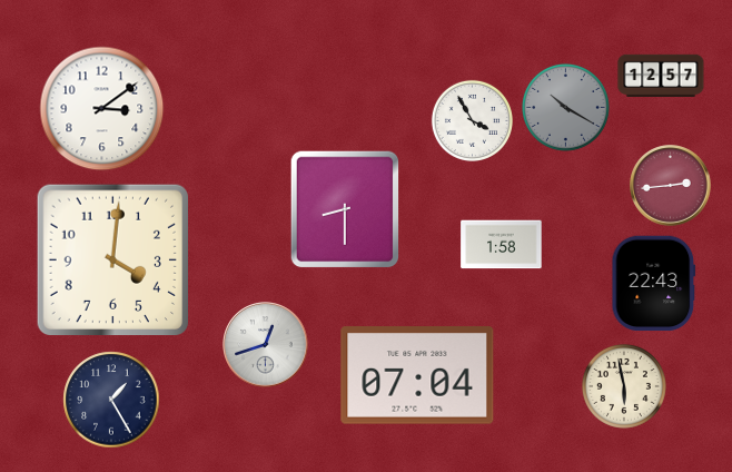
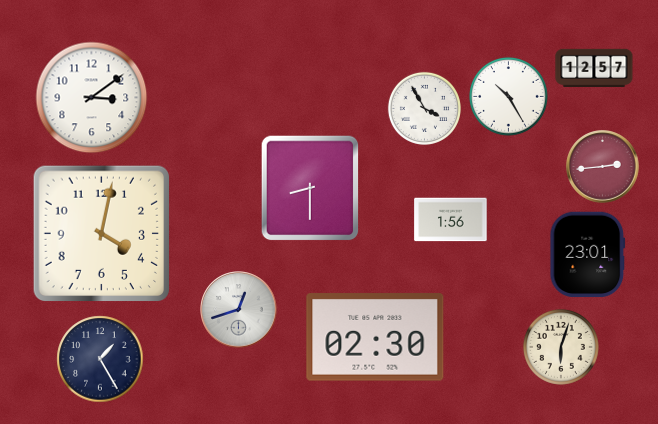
clock at (565, 107): 10:20 -> 10:25
clock at (565, 107) dial: grey -> white
clock at (502, 245): 1:58 -> 1:56
clock at (112, 259): 4:01 -> 4:02
clock at (654, 284): 22:43 -> 23:01
clock at (417, 375): 07:04 -> 02:30
clock at (624, 386): 5:58 -> 6:03
